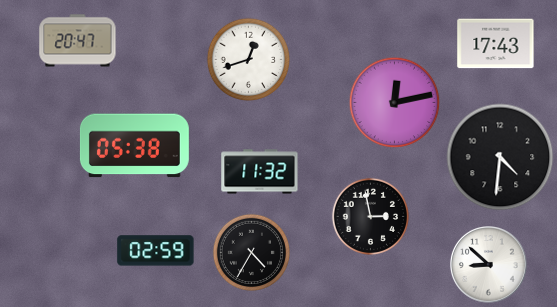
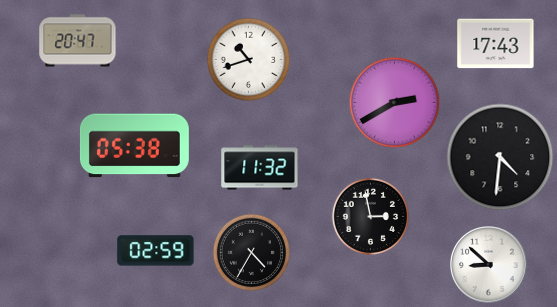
clock at (248, 59): 12:42 -> 10:42
clock at (394, 102): 12:13 -> 2:40
clock at (260, 172) position: (260, 172) -> (260, 168)
